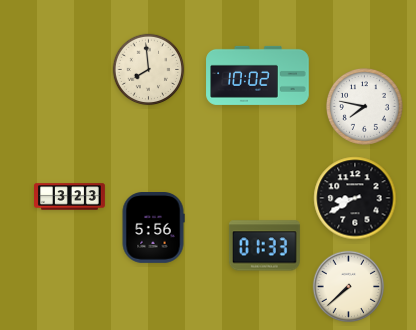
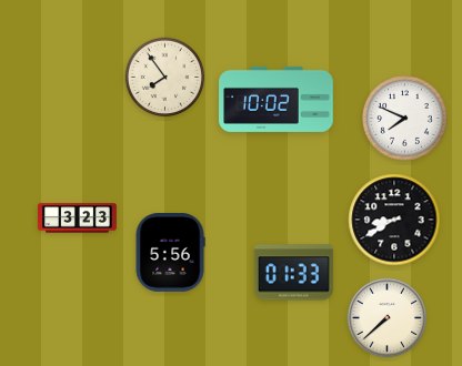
clock at (149, 70): 7:59 -> 7:54
clock at (258, 75) position: (258, 75) -> (277, 99)
clock at (364, 106): 7:47 -> 7:49
